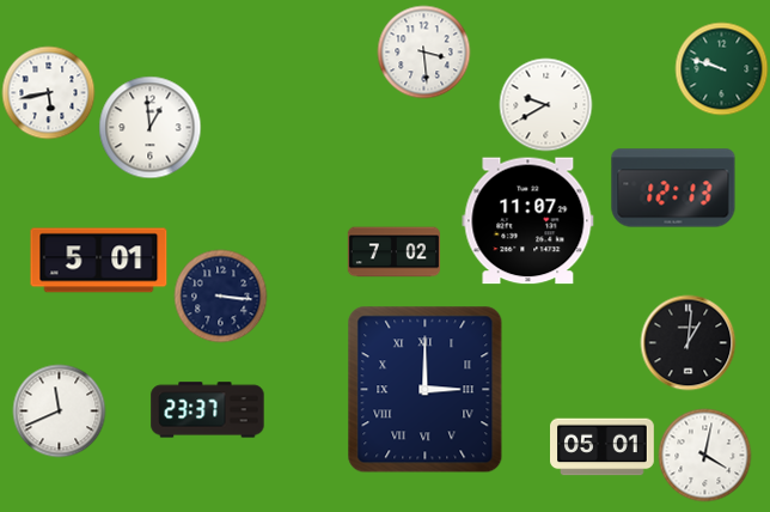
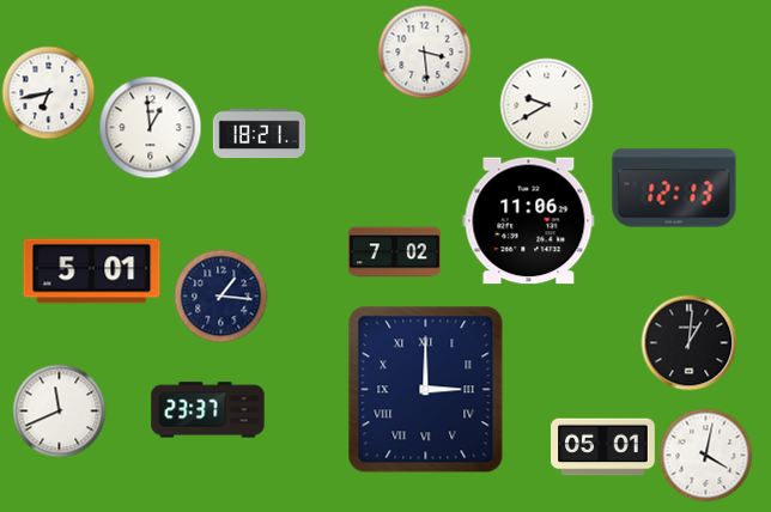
clock at (721, 68): 9:48 -> none
clock at (48, 92): 5:43 -> 6:43
clock at (259, 134): none -> 18:21
clock at (528, 221): 11:07 -> 11:06
clock at (99, 261) position: (99, 261) -> (92, 272)
clock at (220, 295): 3:16 -> 1:16
